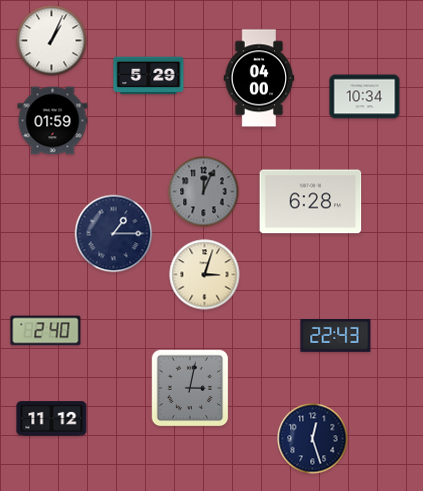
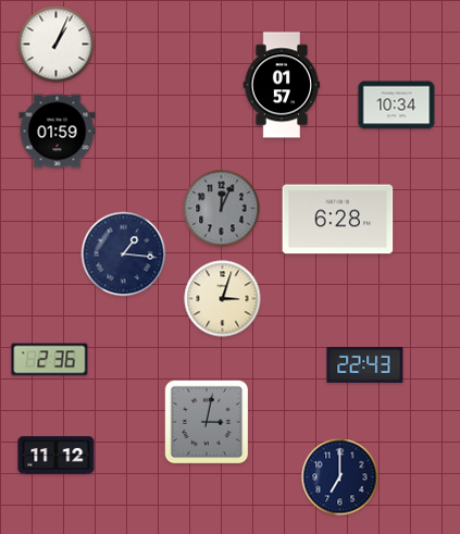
clock at (149, 76): 5:29 -> none
clock at (259, 78): 04:00 -> 01:57
clock at (114, 234): 1:15 -> 1:16
clock at (46, 331): 2:40 -> 2:36
clock at (313, 439): 12:27 -> 7:00
